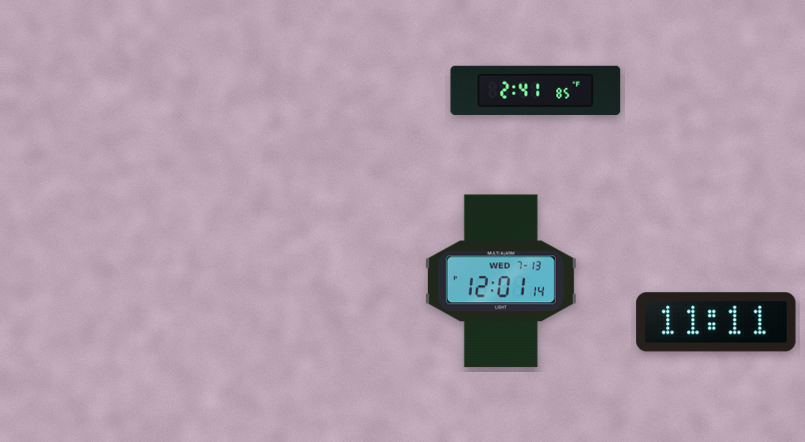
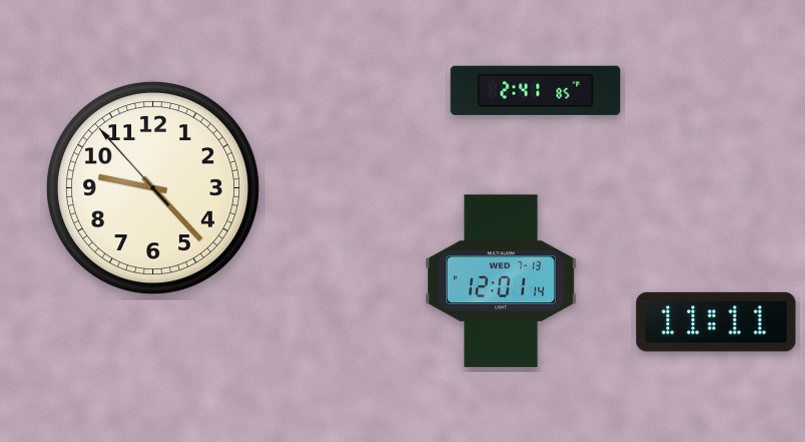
clock at (153, 188): none -> 9:22
